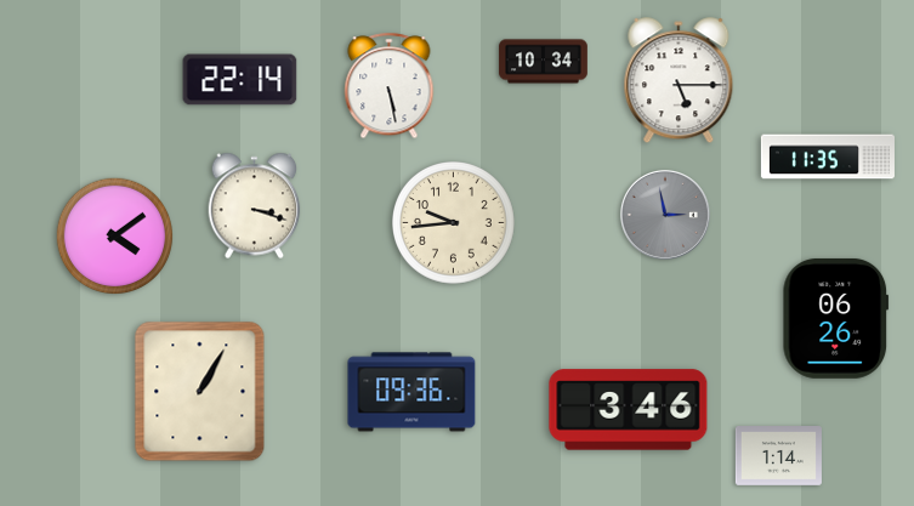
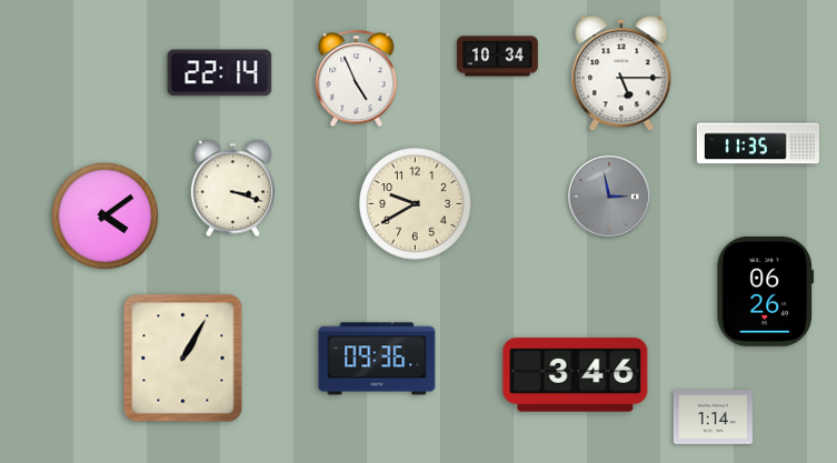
clock at (390, 86): 5:28 -> 4:56
clock at (454, 223): 9:44 -> 9:40
